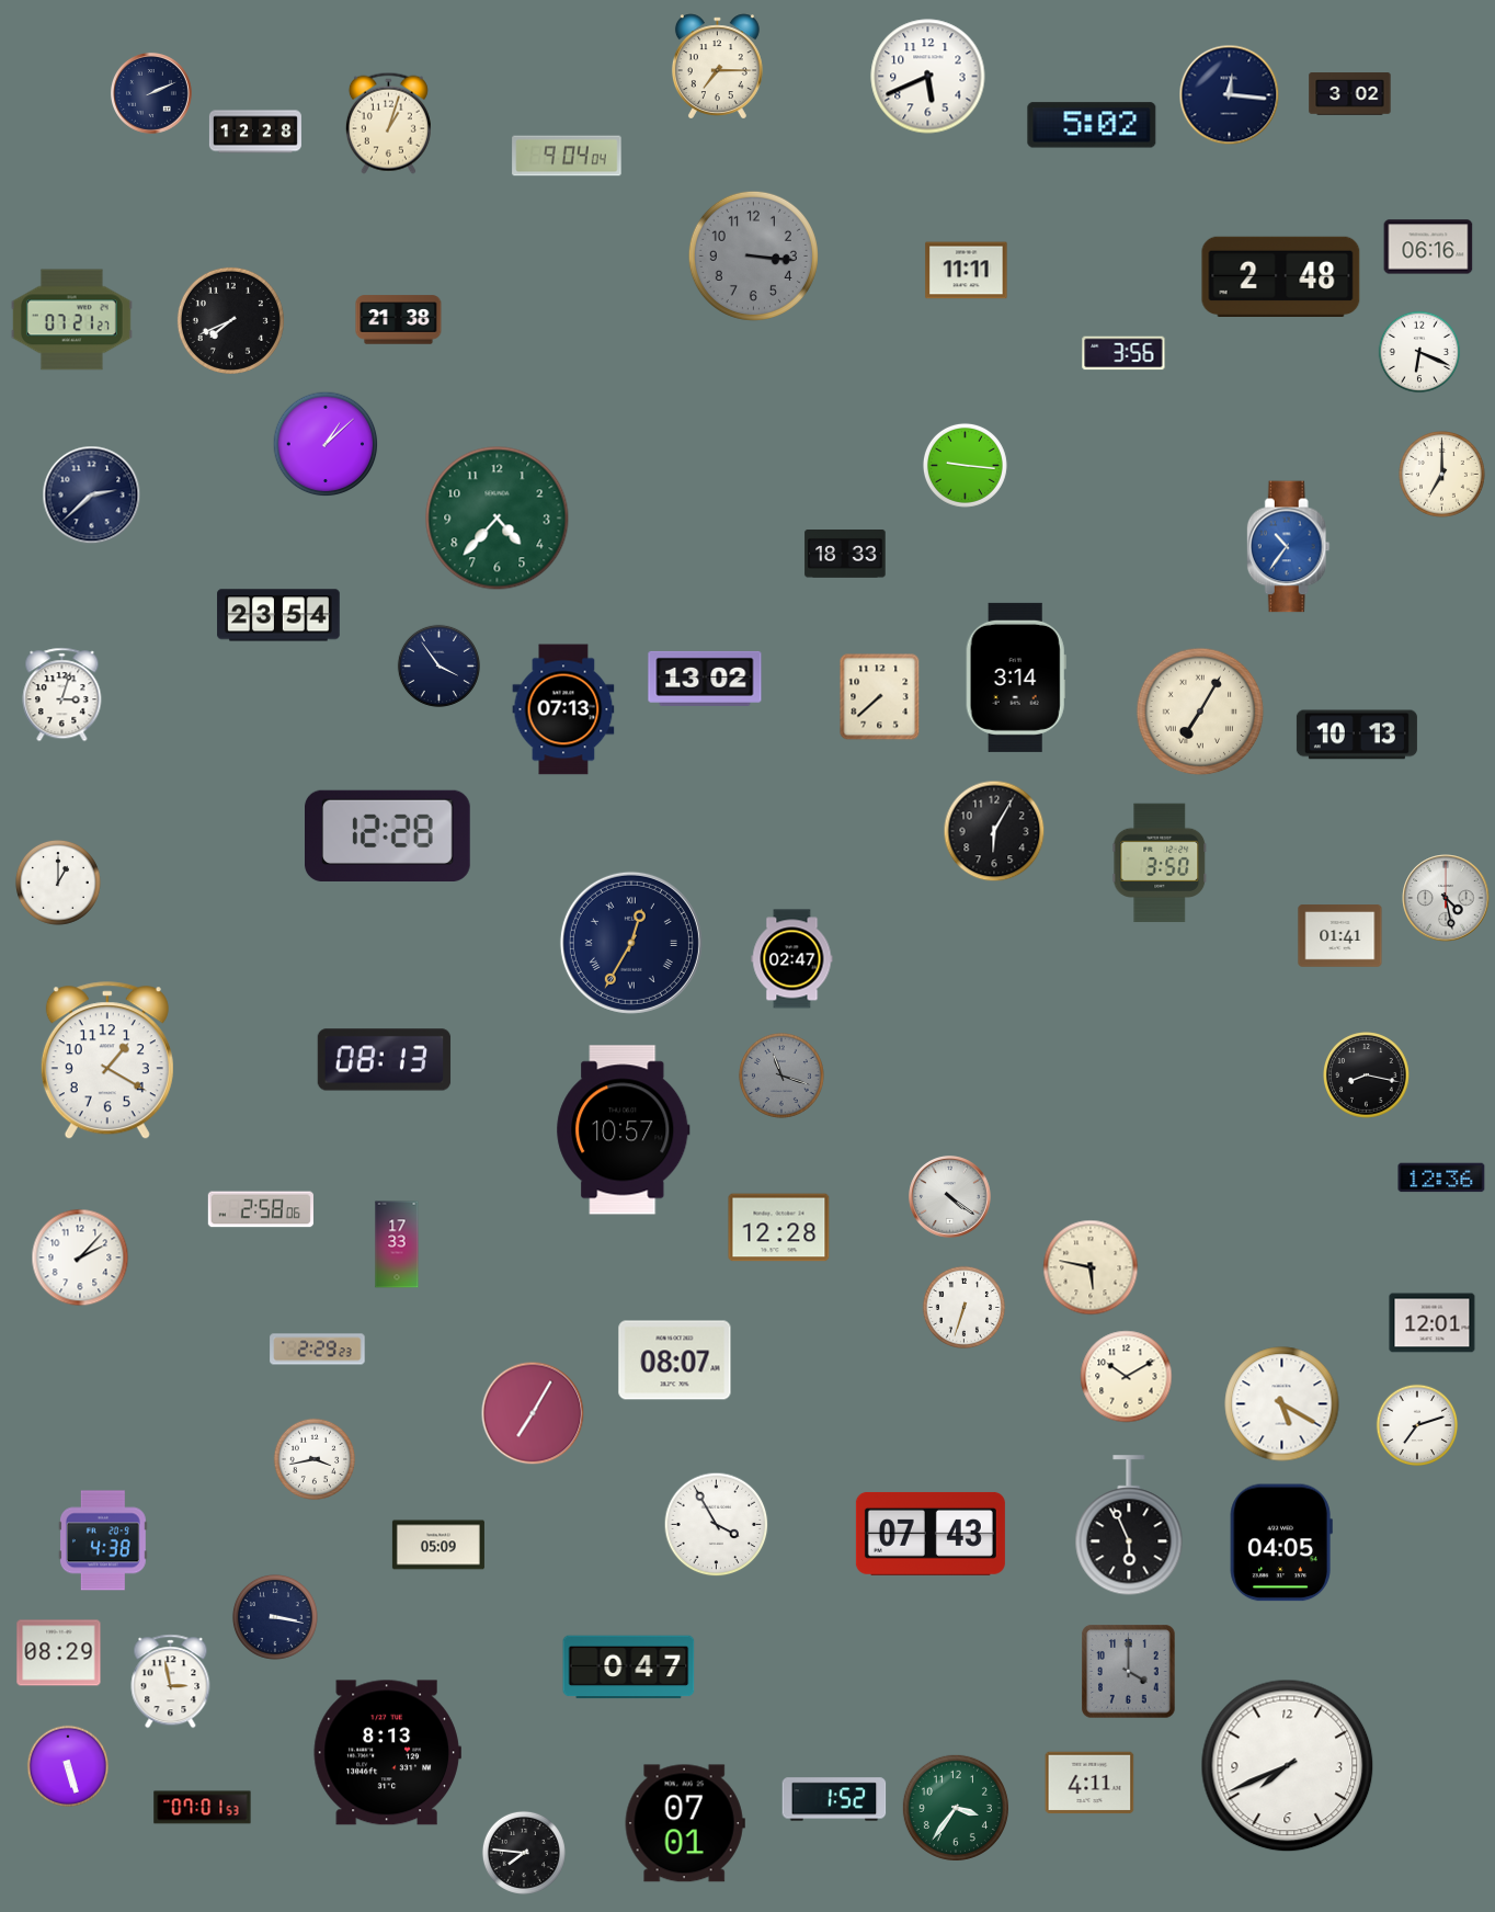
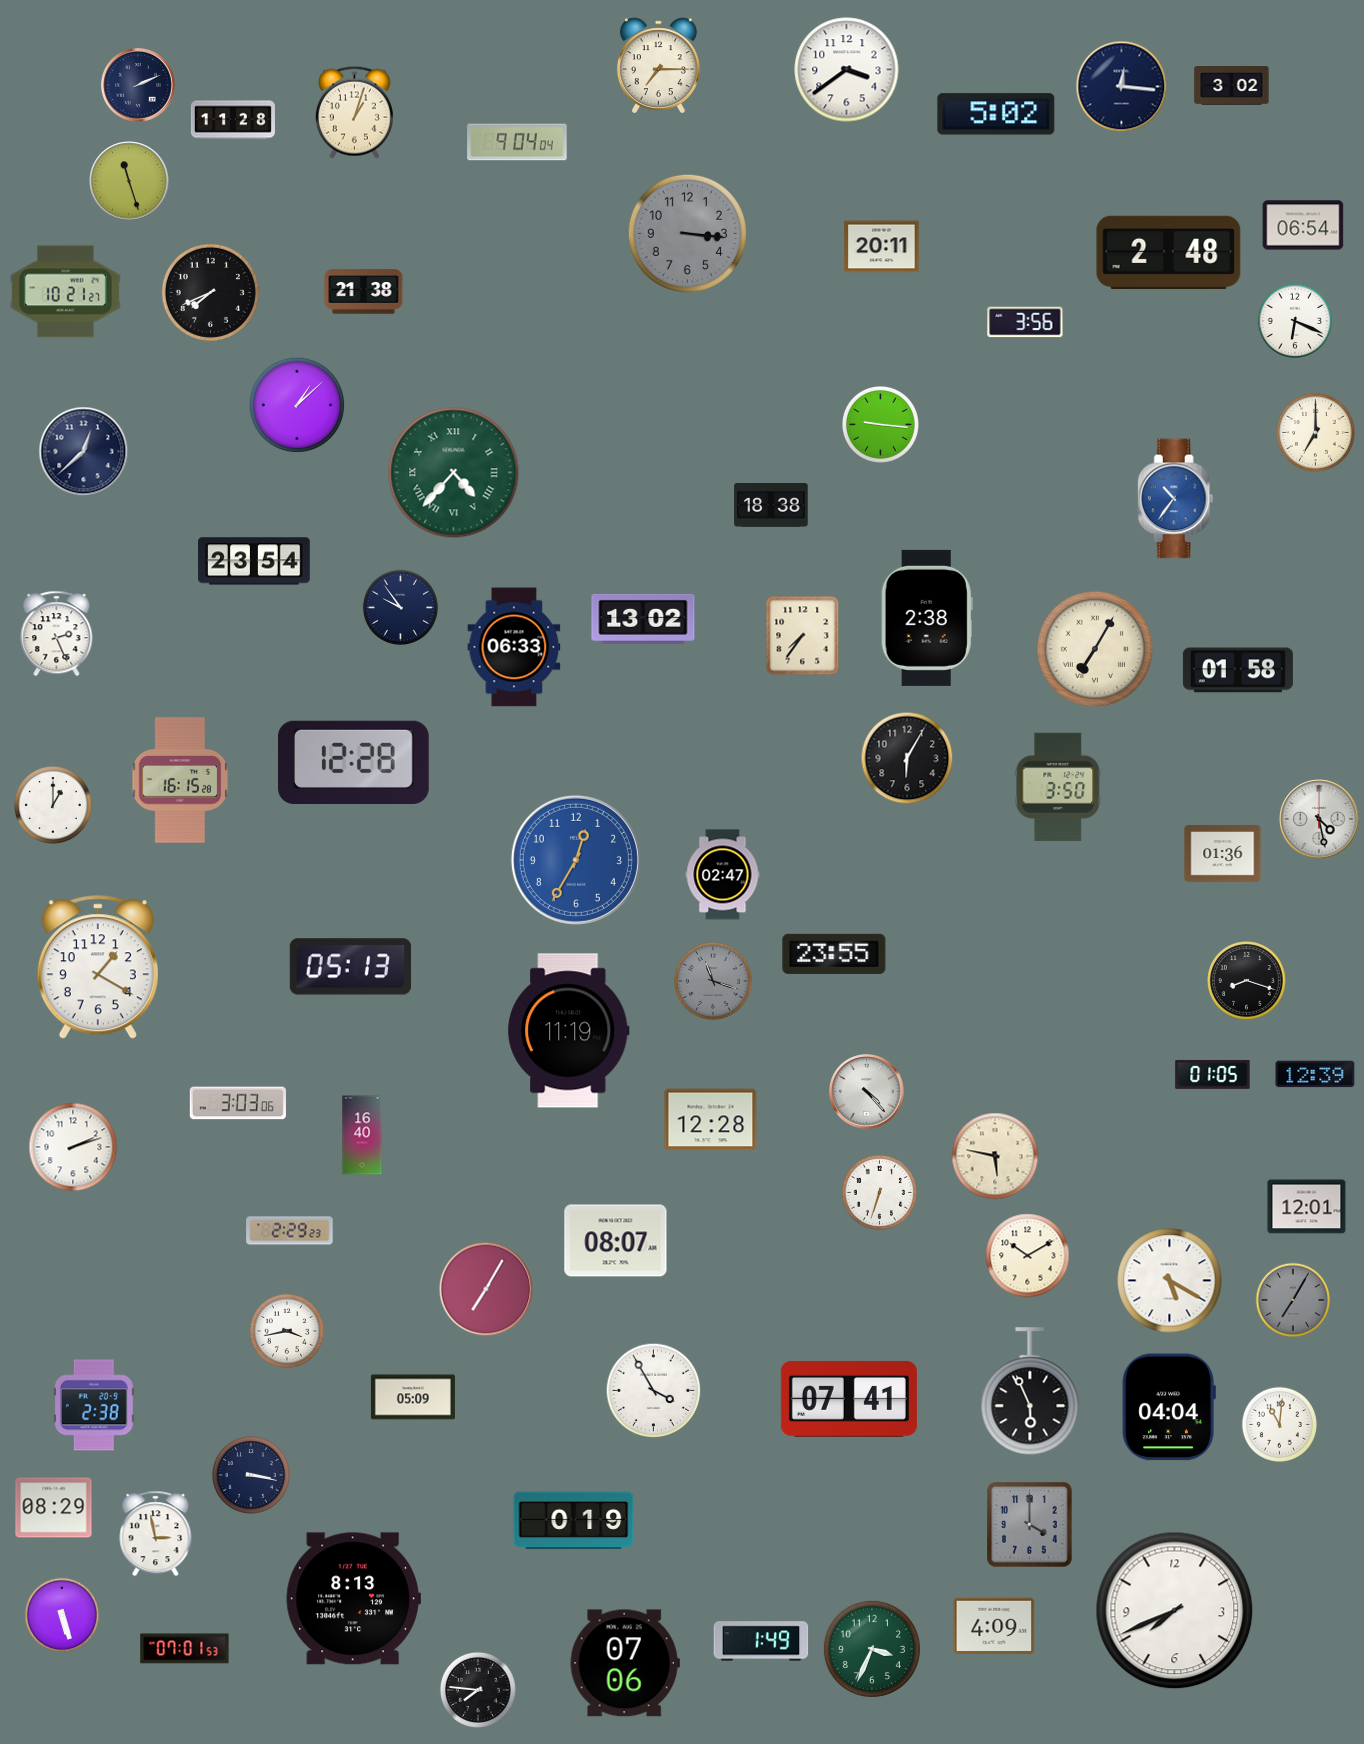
clock at (717, 66) position: (717, 66) -> (658, 65)
clock at (928, 77): 5:41 -> 3:39
clock at (255, 132): 12:28 -> 11:28
clock at (129, 181): none -> 11:27
clock at (1428, 247): 06:16 -> 06:54
clock at (967, 271): 11:11 -> 20:11
clock at (71, 320): 07:21 -> 10:21
clock at (92, 496): 2:38 -> 12:38
clock at (498, 519) numerals: Arabic -> Roman
clock at (845, 555): 18:33 -> 18:38
clock at (438, 665): 3:54 -> 9:54
clock at (1016, 678): 3:14 -> 2:38
clock at (62, 695): 3:03 -> 2:26
clock at (880, 697): 7:38 -> 7:36
clock at (563, 709): 07:13 -> 06:33
clock at (1357, 735): 10:13 -> 01:58
clock at (180, 780): none -> 16:15
clock at (1340, 936): 01:41 -> 01:36
clock at (631, 943) dial: navy -> blue
clock at (631, 943) numerals: Roman -> Arabic
clock at (834, 954): none -> 23:55
clock at (385, 1060): 08:13 -> 05:13
clock at (1367, 1075): 8:17 -> 8:18
clock at (624, 1130): 10:57 -> 11:19
clock at (1213, 1074): none -> 01:05
clock at (1441, 1177): 12:36 -> 12:39
clock at (950, 1197): 4:21 -> 4:23
clock at (261, 1209): 2:58 -> 3:03
clock at (397, 1244): 17:33 -> 16:40
clock at (80, 1257): 2:07 -> 2:12
clock at (1417, 1425): 7:12 -> 7:05
clock at (1417, 1425) dial: white -> grey
clock at (931, 1534): 07:43 -> 07:41
clock at (103, 1540): 4:38 -> 2:38
clock at (1281, 1543): 04:05 -> 04:04
clock at (438, 1545) position: (438, 1545) -> (413, 1397)
clock at (1279, 1424): none -> 11:01
clock at (629, 1668): 0:47 -> 0:19
clock at (68, 1766) position: (68, 1766) -> (62, 1615)
clock at (1089, 1783): 4:11 -> 4:09
clock at (834, 1799): 1:52 -> 1:49
clock at (956, 1808): 3:36 -> 3:34
clock at (685, 1823): 07:01 -> 07:06
